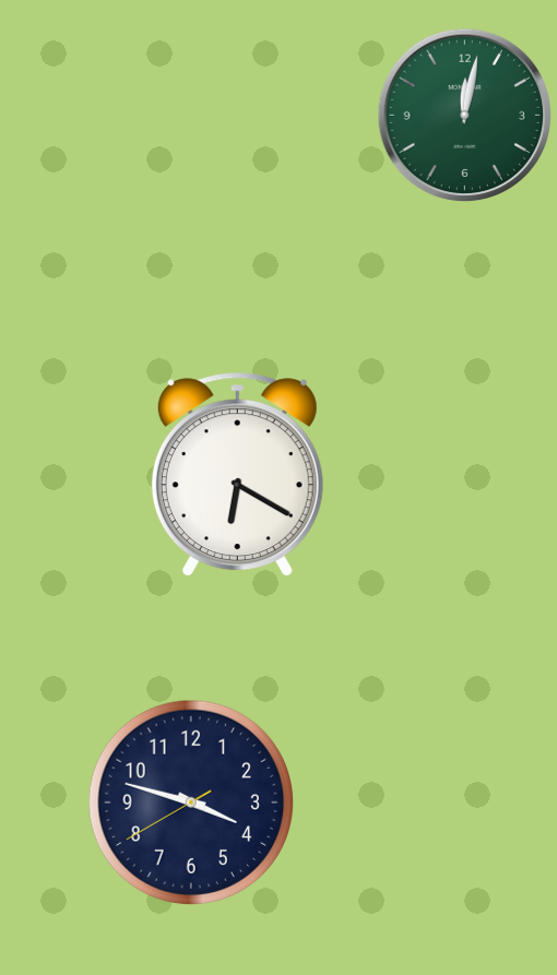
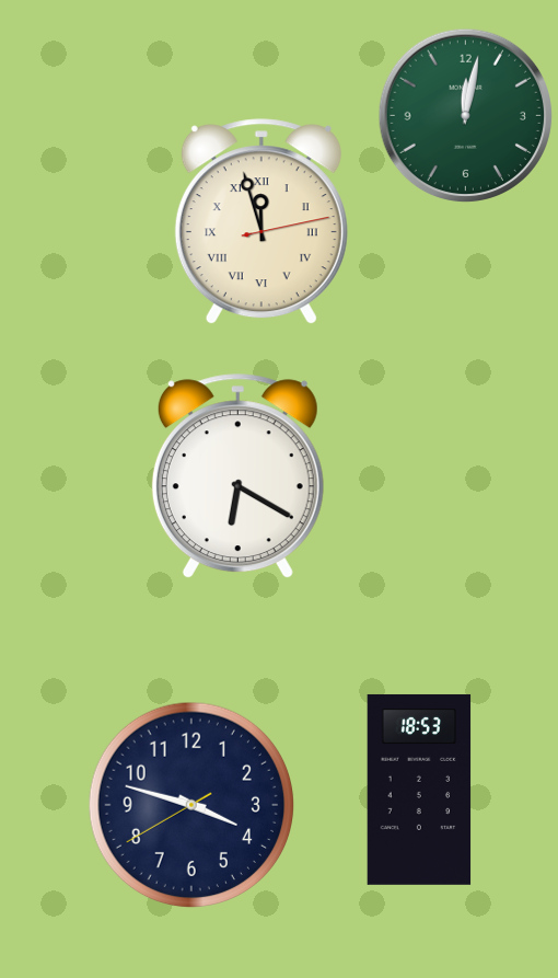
clock at (261, 222): none -> 11:57
clock at (419, 790): none -> 18:53
